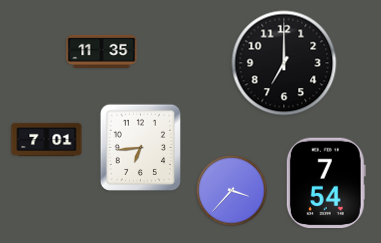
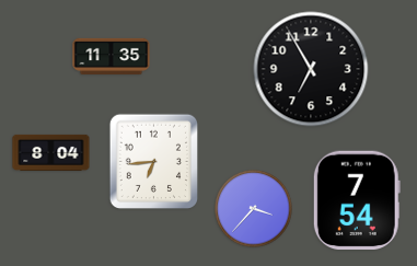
clock at (284, 63): 7:00 -> 6:55
clock at (47, 139): 7:01 -> 8:04
